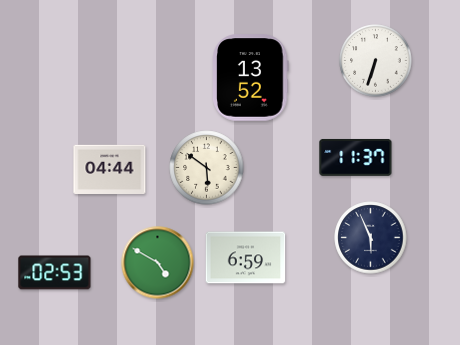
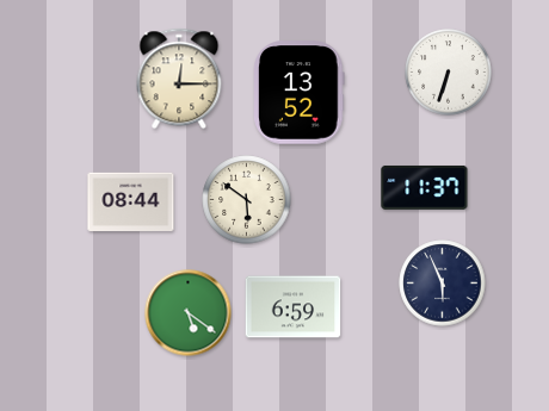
clock at (179, 79): none -> 12:15
clock at (110, 170): 04:44 -> 08:44
clock at (158, 263): 4:50 -> 5:21
clock at (55, 273): 02:53 -> none
